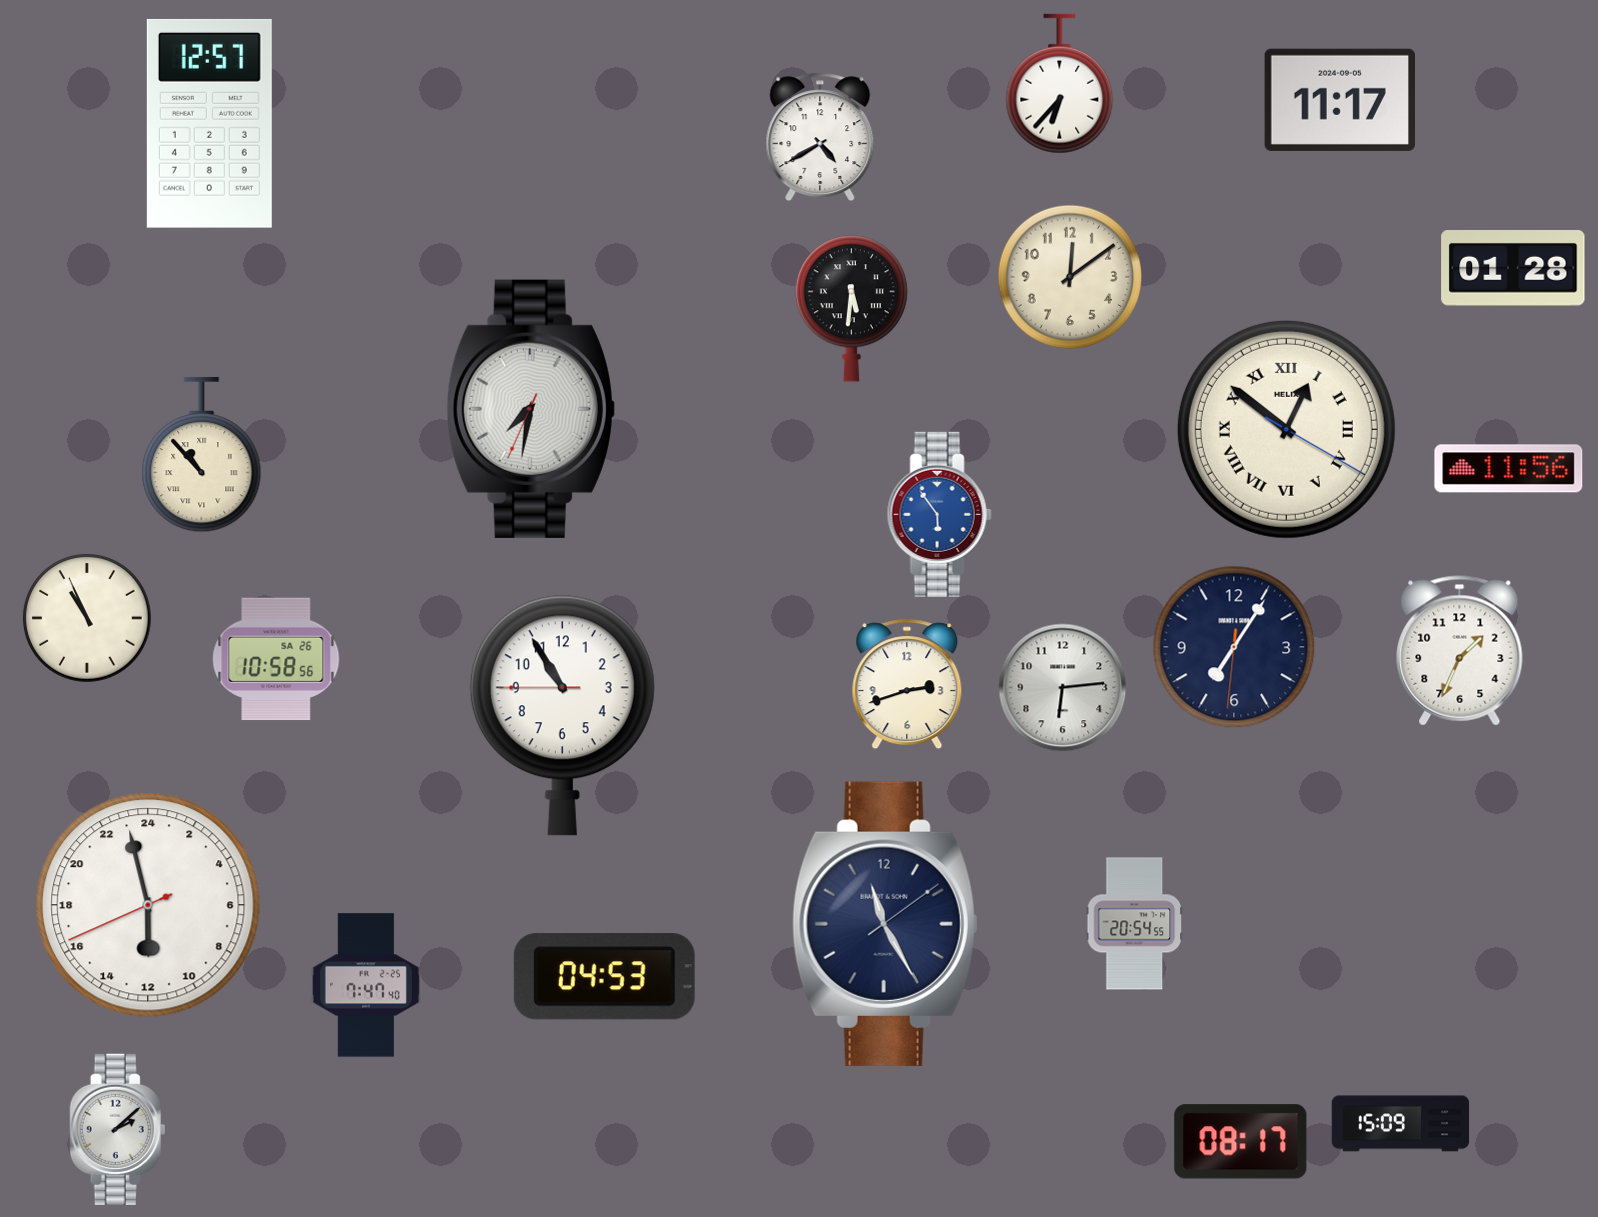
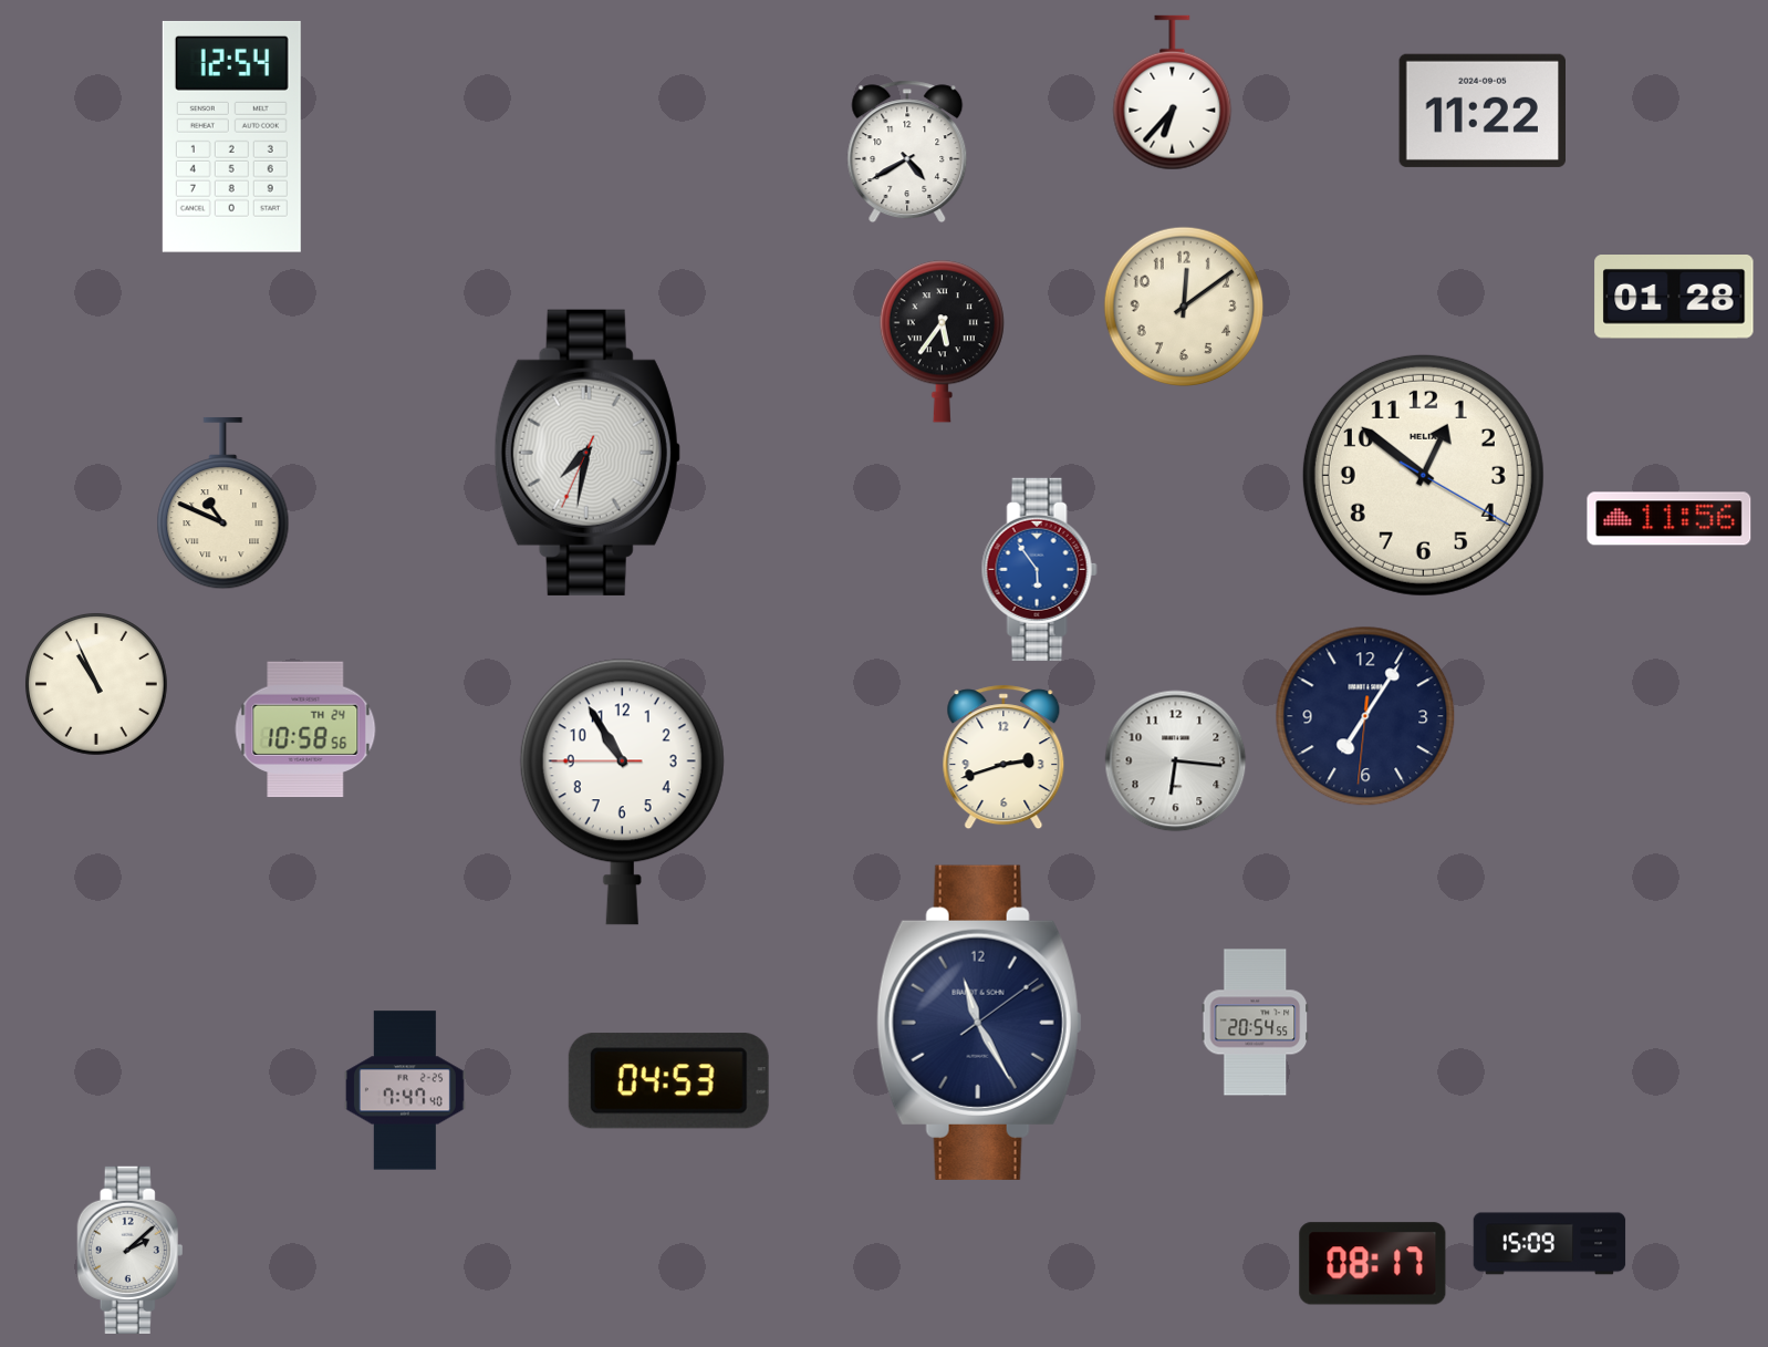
clock at (1339, 100): 11:17 -> 11:22
clock at (209, 123): 12:57 -> 12:54
clock at (851, 309): 5:31 -> 5:36
clock at (1286, 429) numerals: Roman -> Arabic
clock at (202, 455): 10:53 -> 10:49
clock at (1460, 651): 1:34 -> none
clock at (276, 659) date: SA 26 -> TH 24
clock at (1063, 688): 6:14 -> 6:16
clock at (148, 905): 11:57 -> none
